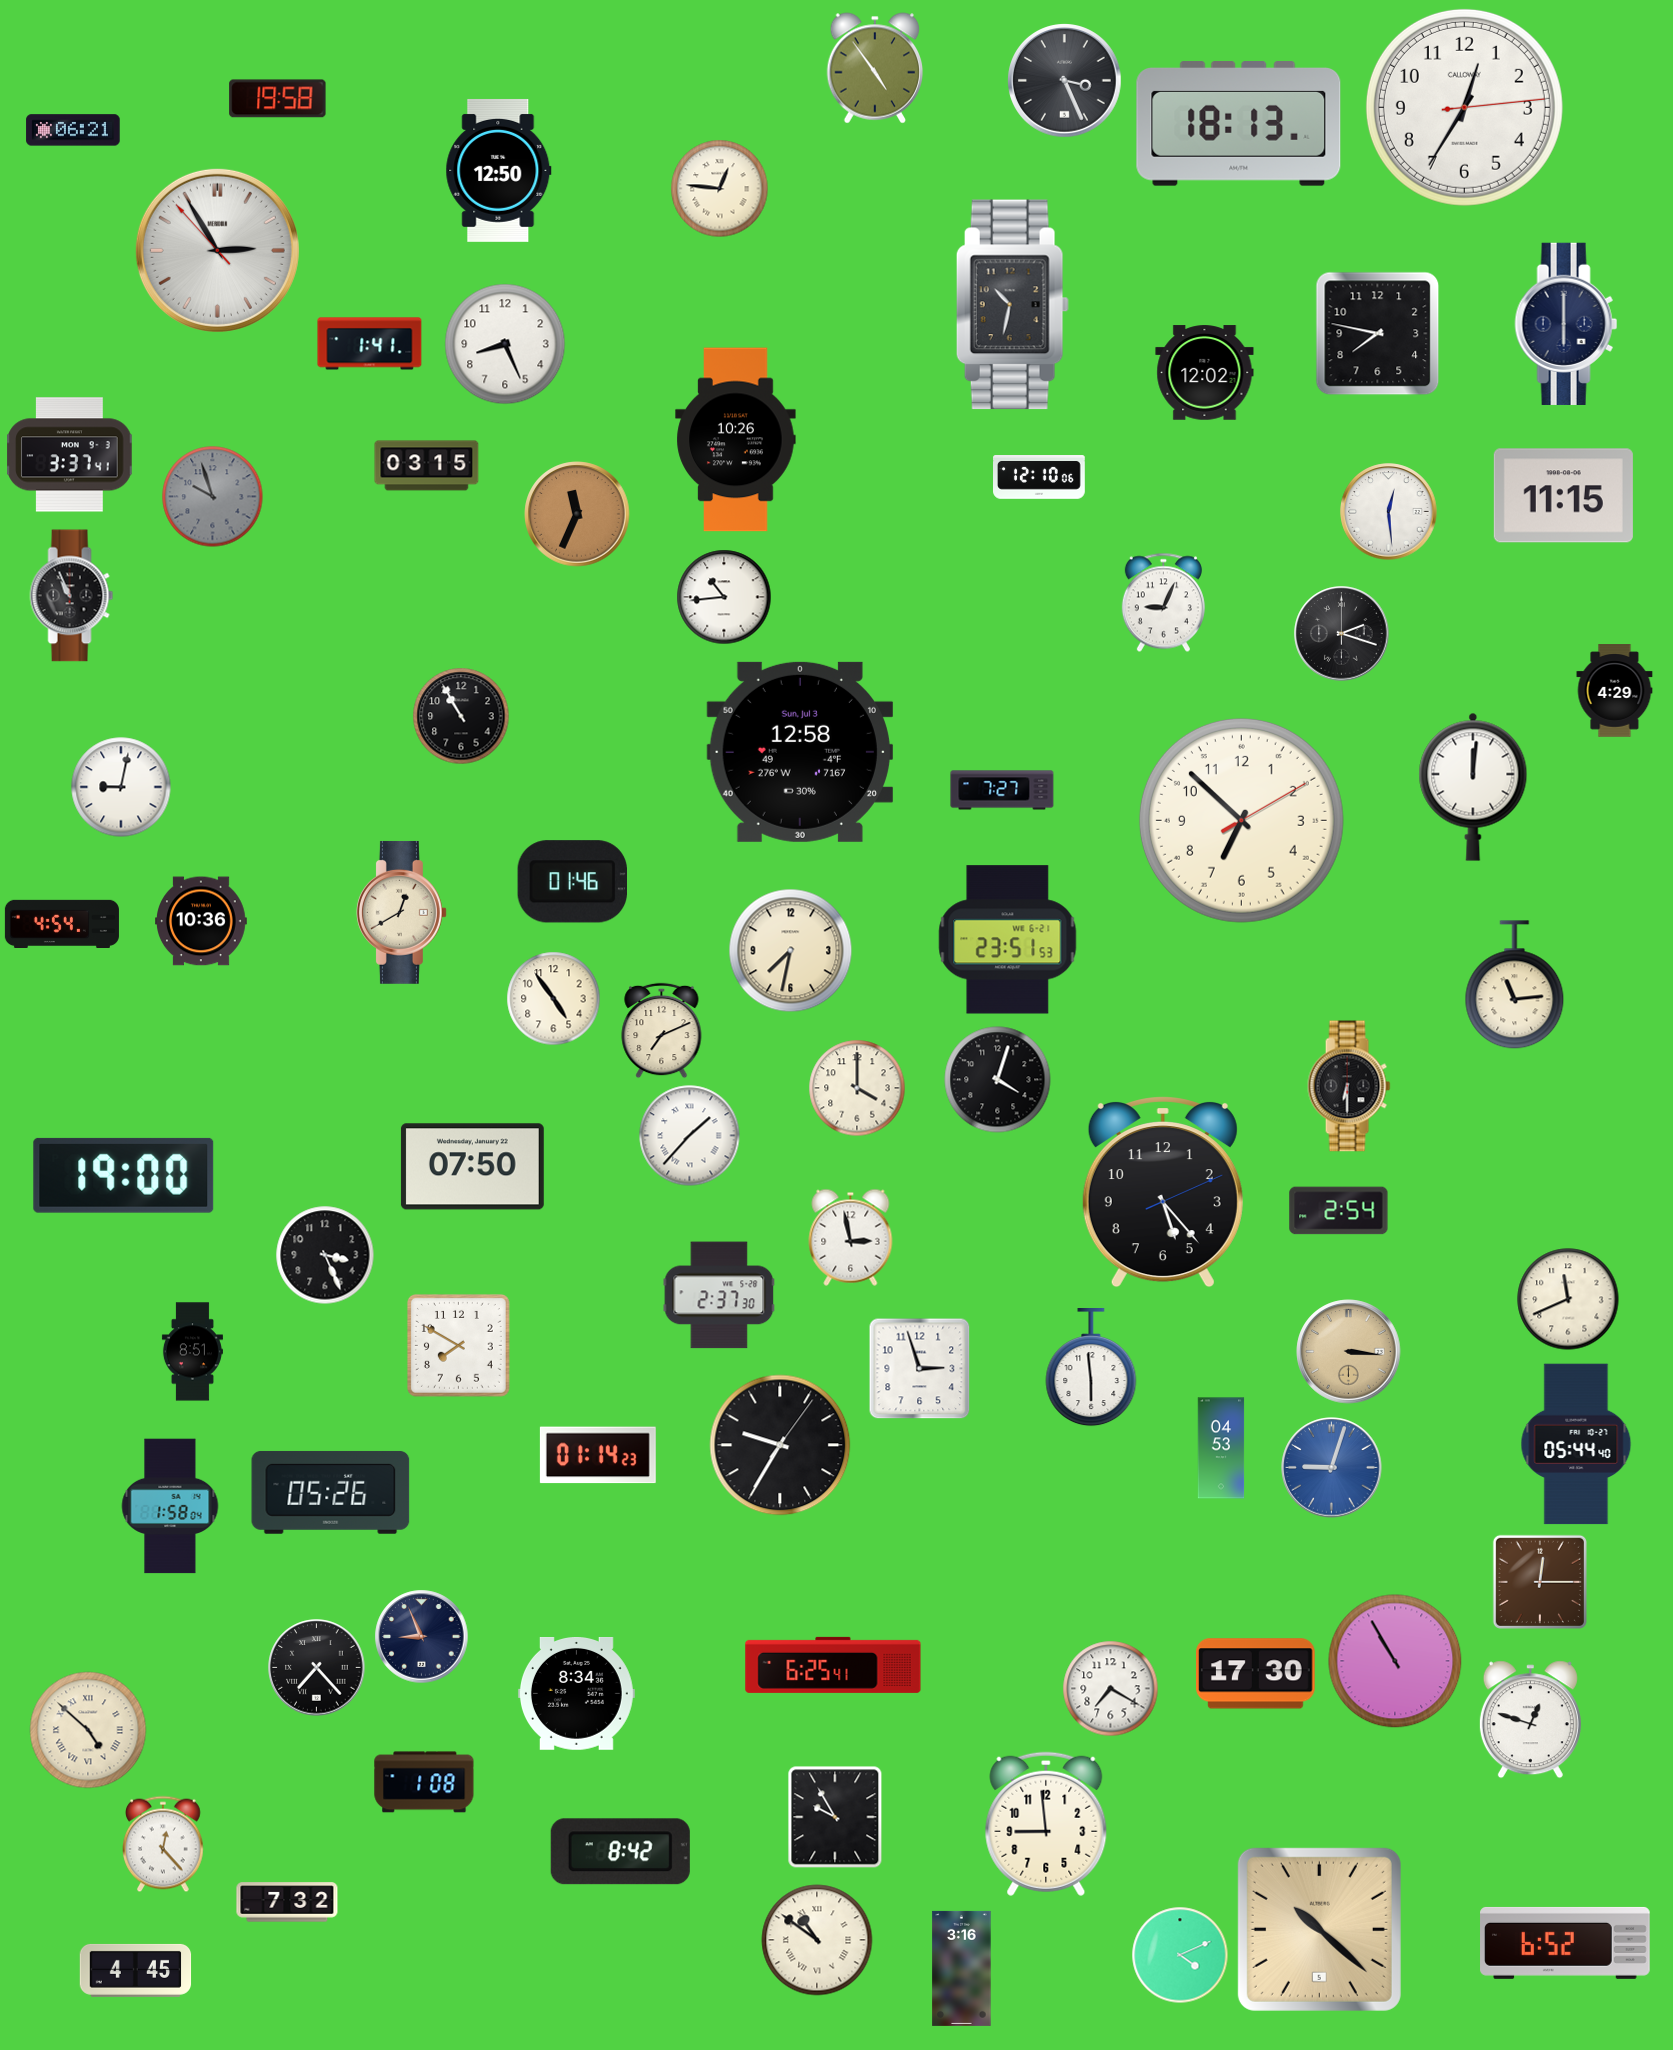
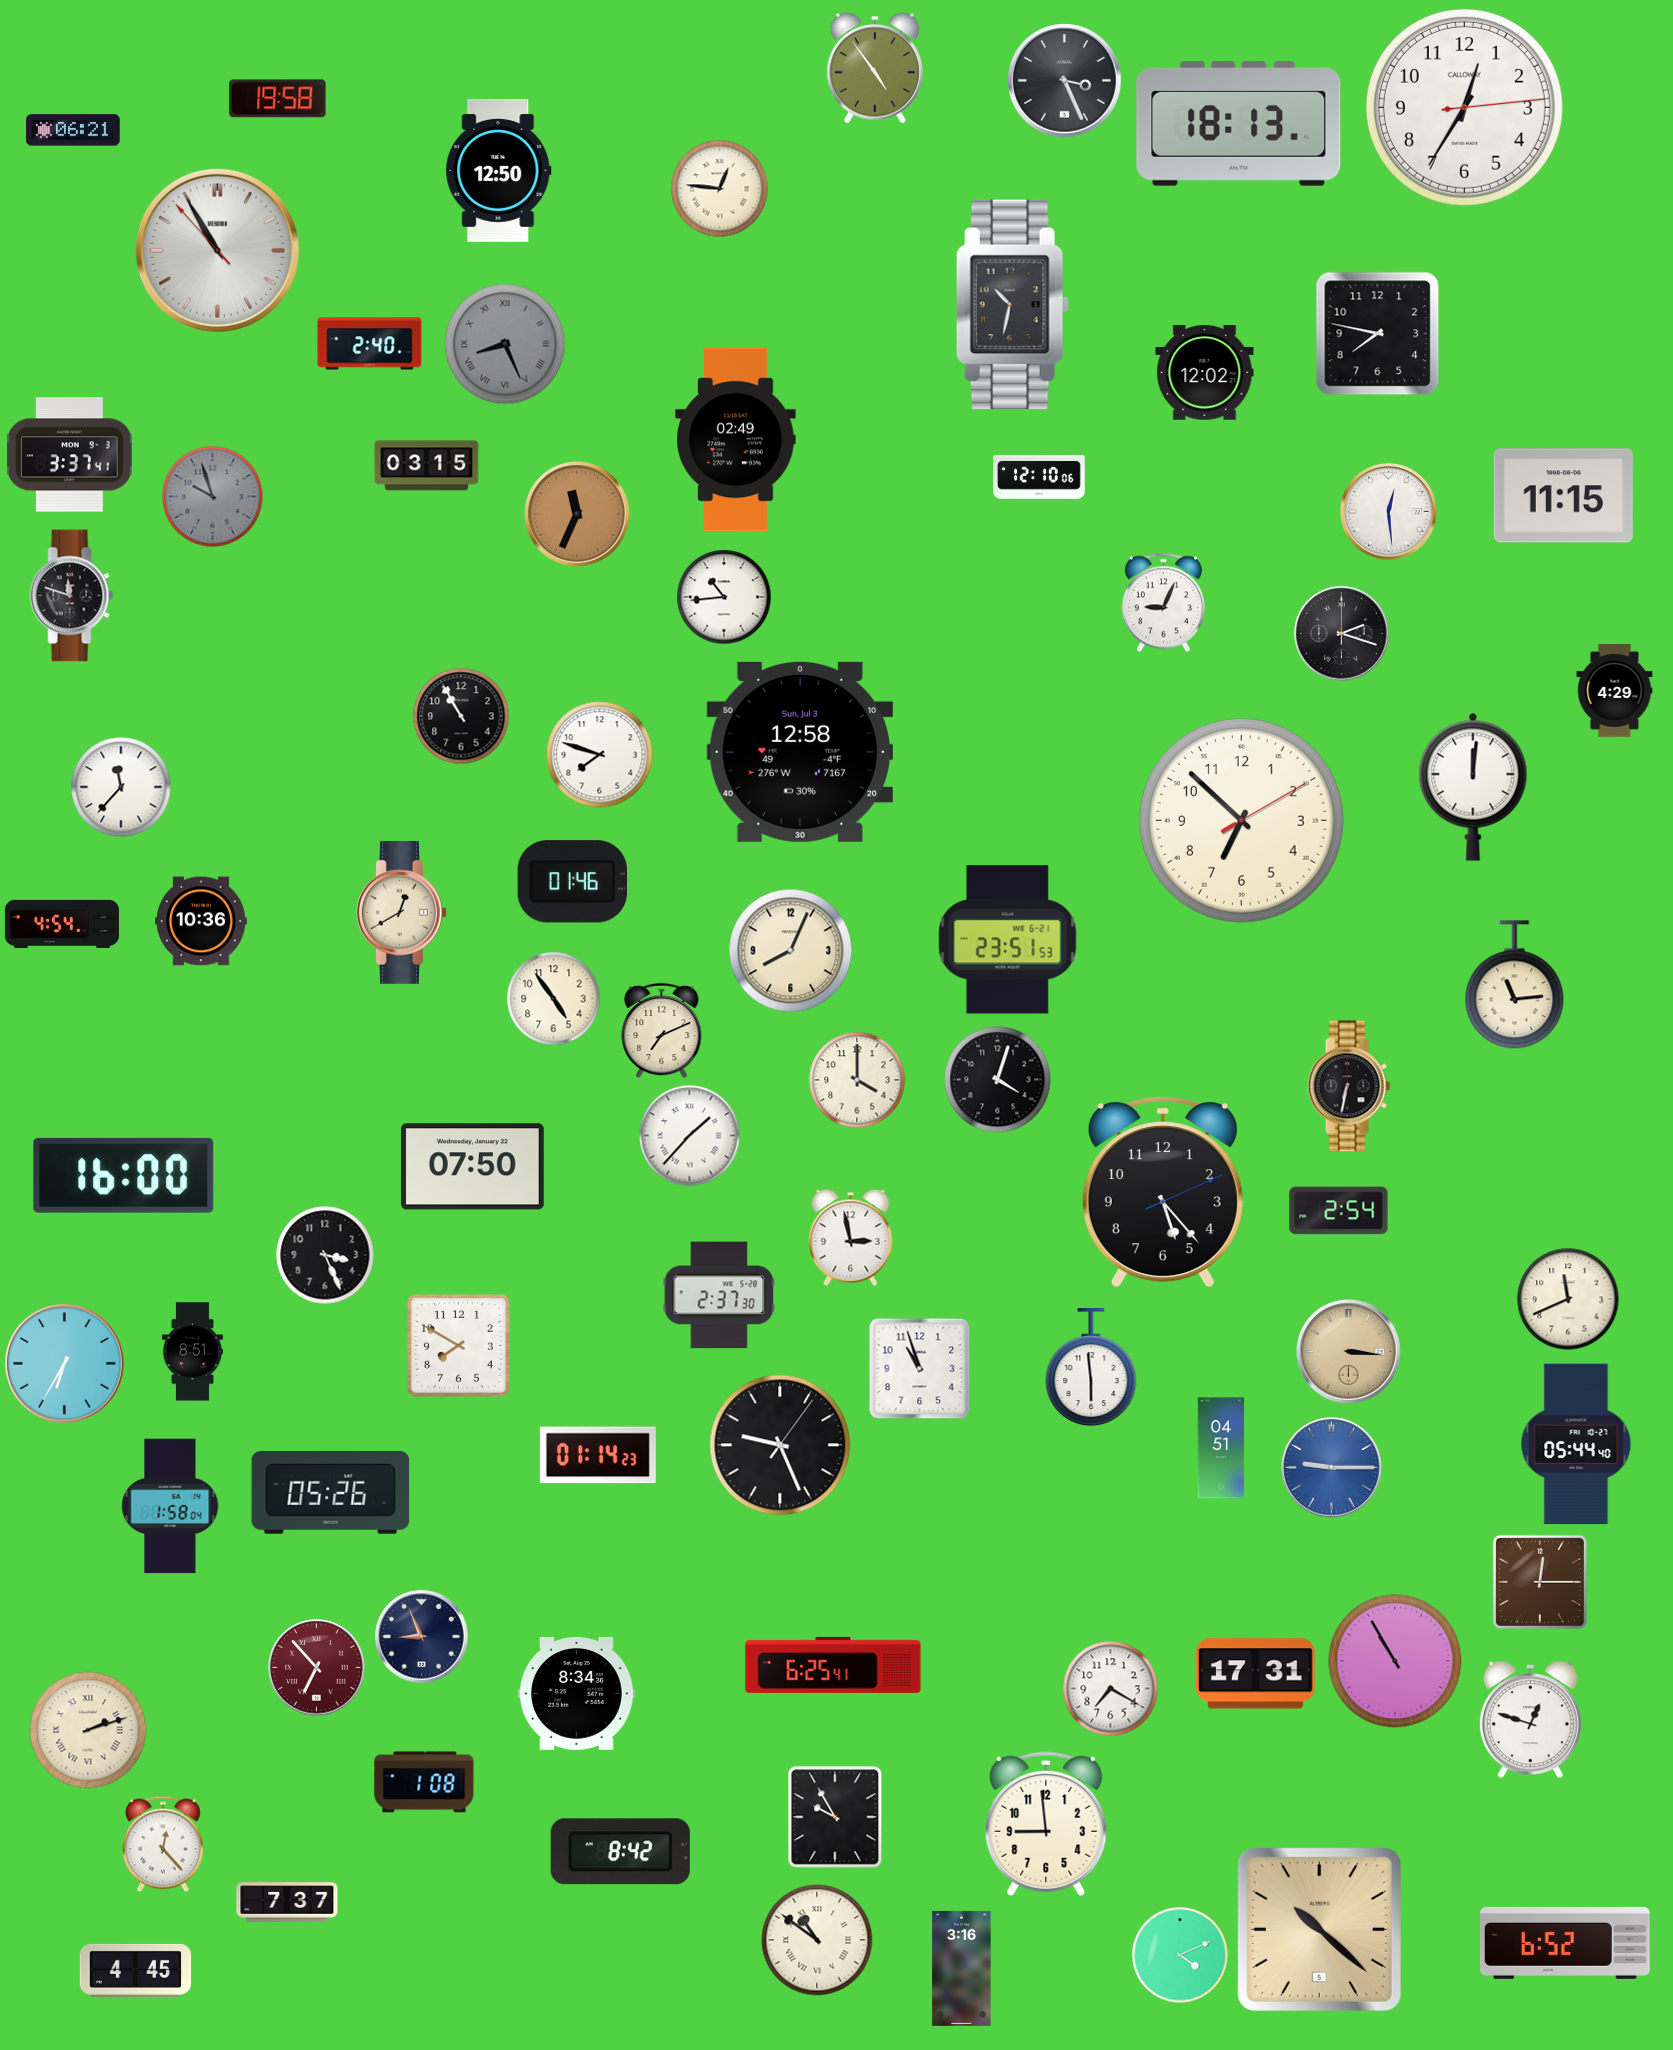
clock at (217, 250): 2:54 -> 10:54
clock at (1566, 324): 6:00 -> none
clock at (370, 344): 1:41 -> 2:40
clock at (505, 344) dial: white -> grey
clock at (505, 344) numerals: Arabic -> Roman
clock at (736, 440): 10:26 -> 02:49
clock at (72, 596): 10:56 -> 11:48
clock at (600, 755): none -> 7:48
clock at (121, 787): 9:02 -> 11:37
clock at (1002, 790): 7:27 -> none
clock at (791, 951): 7:32 -> 8:04
clock at (1349, 1086): 6:30 -> 6:32
clock at (857, 1088) position: (857, 1088) -> (857, 1080)
clock at (124, 1175): 19:00 -> 16:00
clock at (65, 1364): none -> 6:35
clock at (920, 1369): 2:57 -> 10:57
clock at (780, 1445): 9:35 -> 9:26
clock at (1221, 1448): 04:53 -> 04:51
clock at (1332, 1468): 9:03 -> 9:15
clock at (317, 1668): 7:23 -> 6:53
clock at (317, 1668) dial: black -> burgundy
clock at (1256, 1674): 17:30 -> 17:31
clock at (88, 1730): 4:52 -> 2:12
clock at (287, 1902): 7:32 -> 7:37
